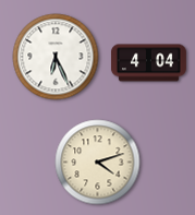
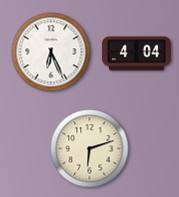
clock at (148, 63) position: (148, 63) -> (136, 54)
clock at (98, 163): 4:12 -> 6:12
